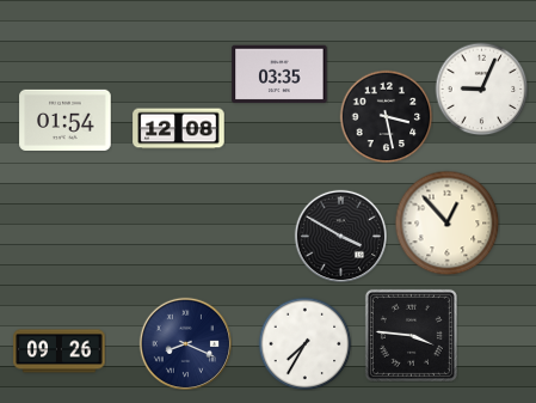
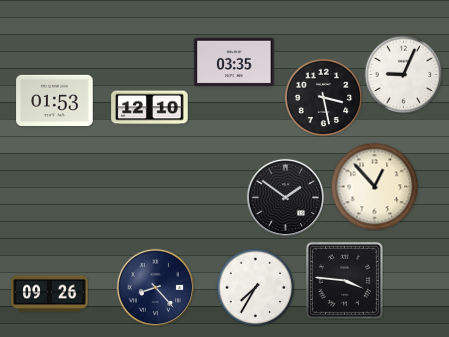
clock at (66, 120): 01:54 -> 01:53
clock at (179, 129): 12:08 -> 12:10
clock at (340, 236): 3:50 -> 1:51
clock at (185, 343): 8:19 -> 8:23
